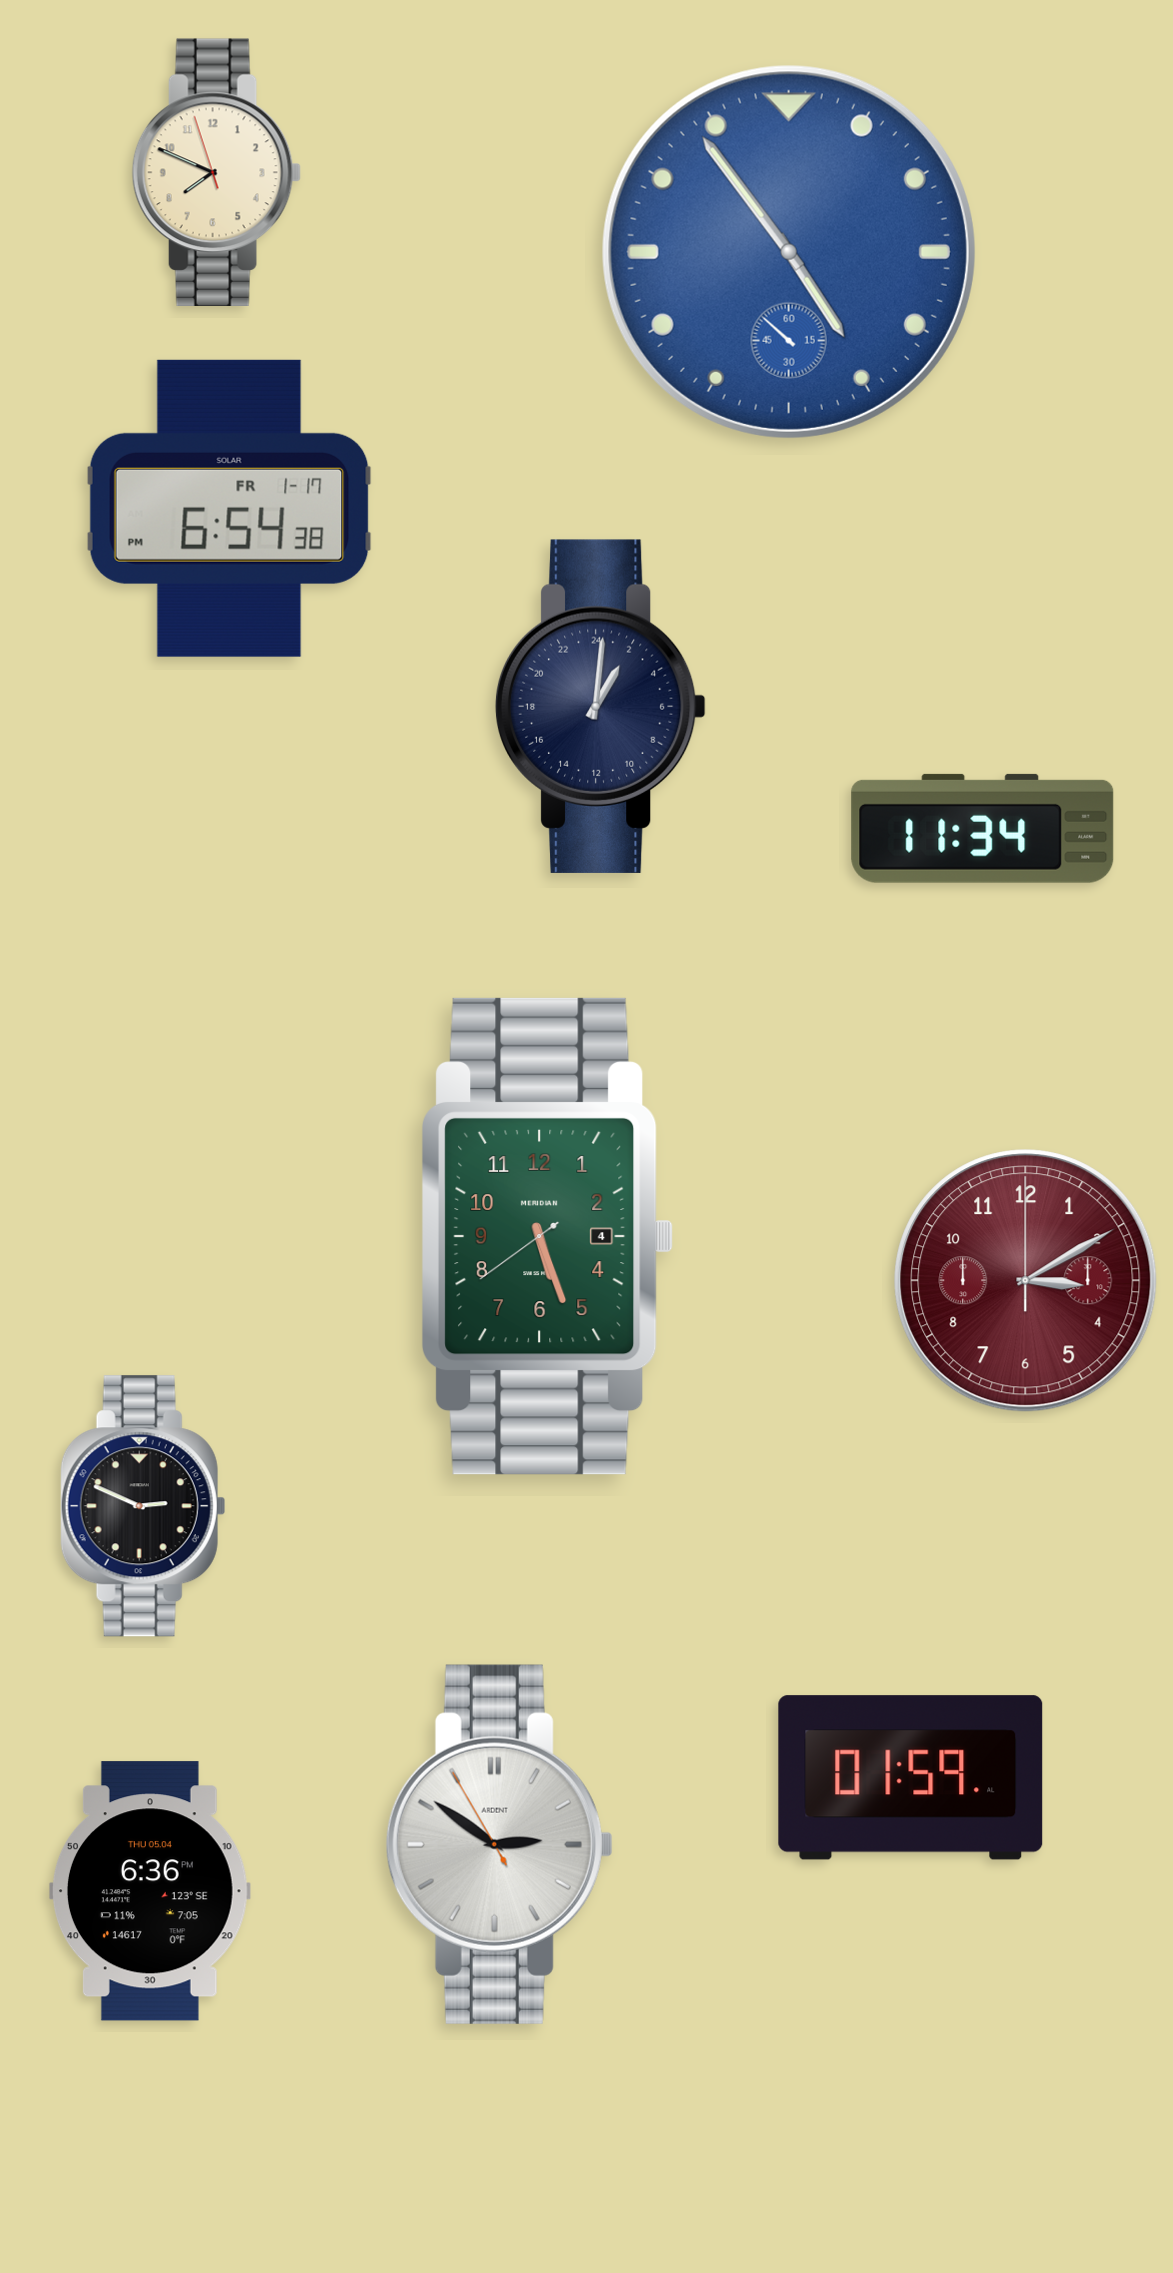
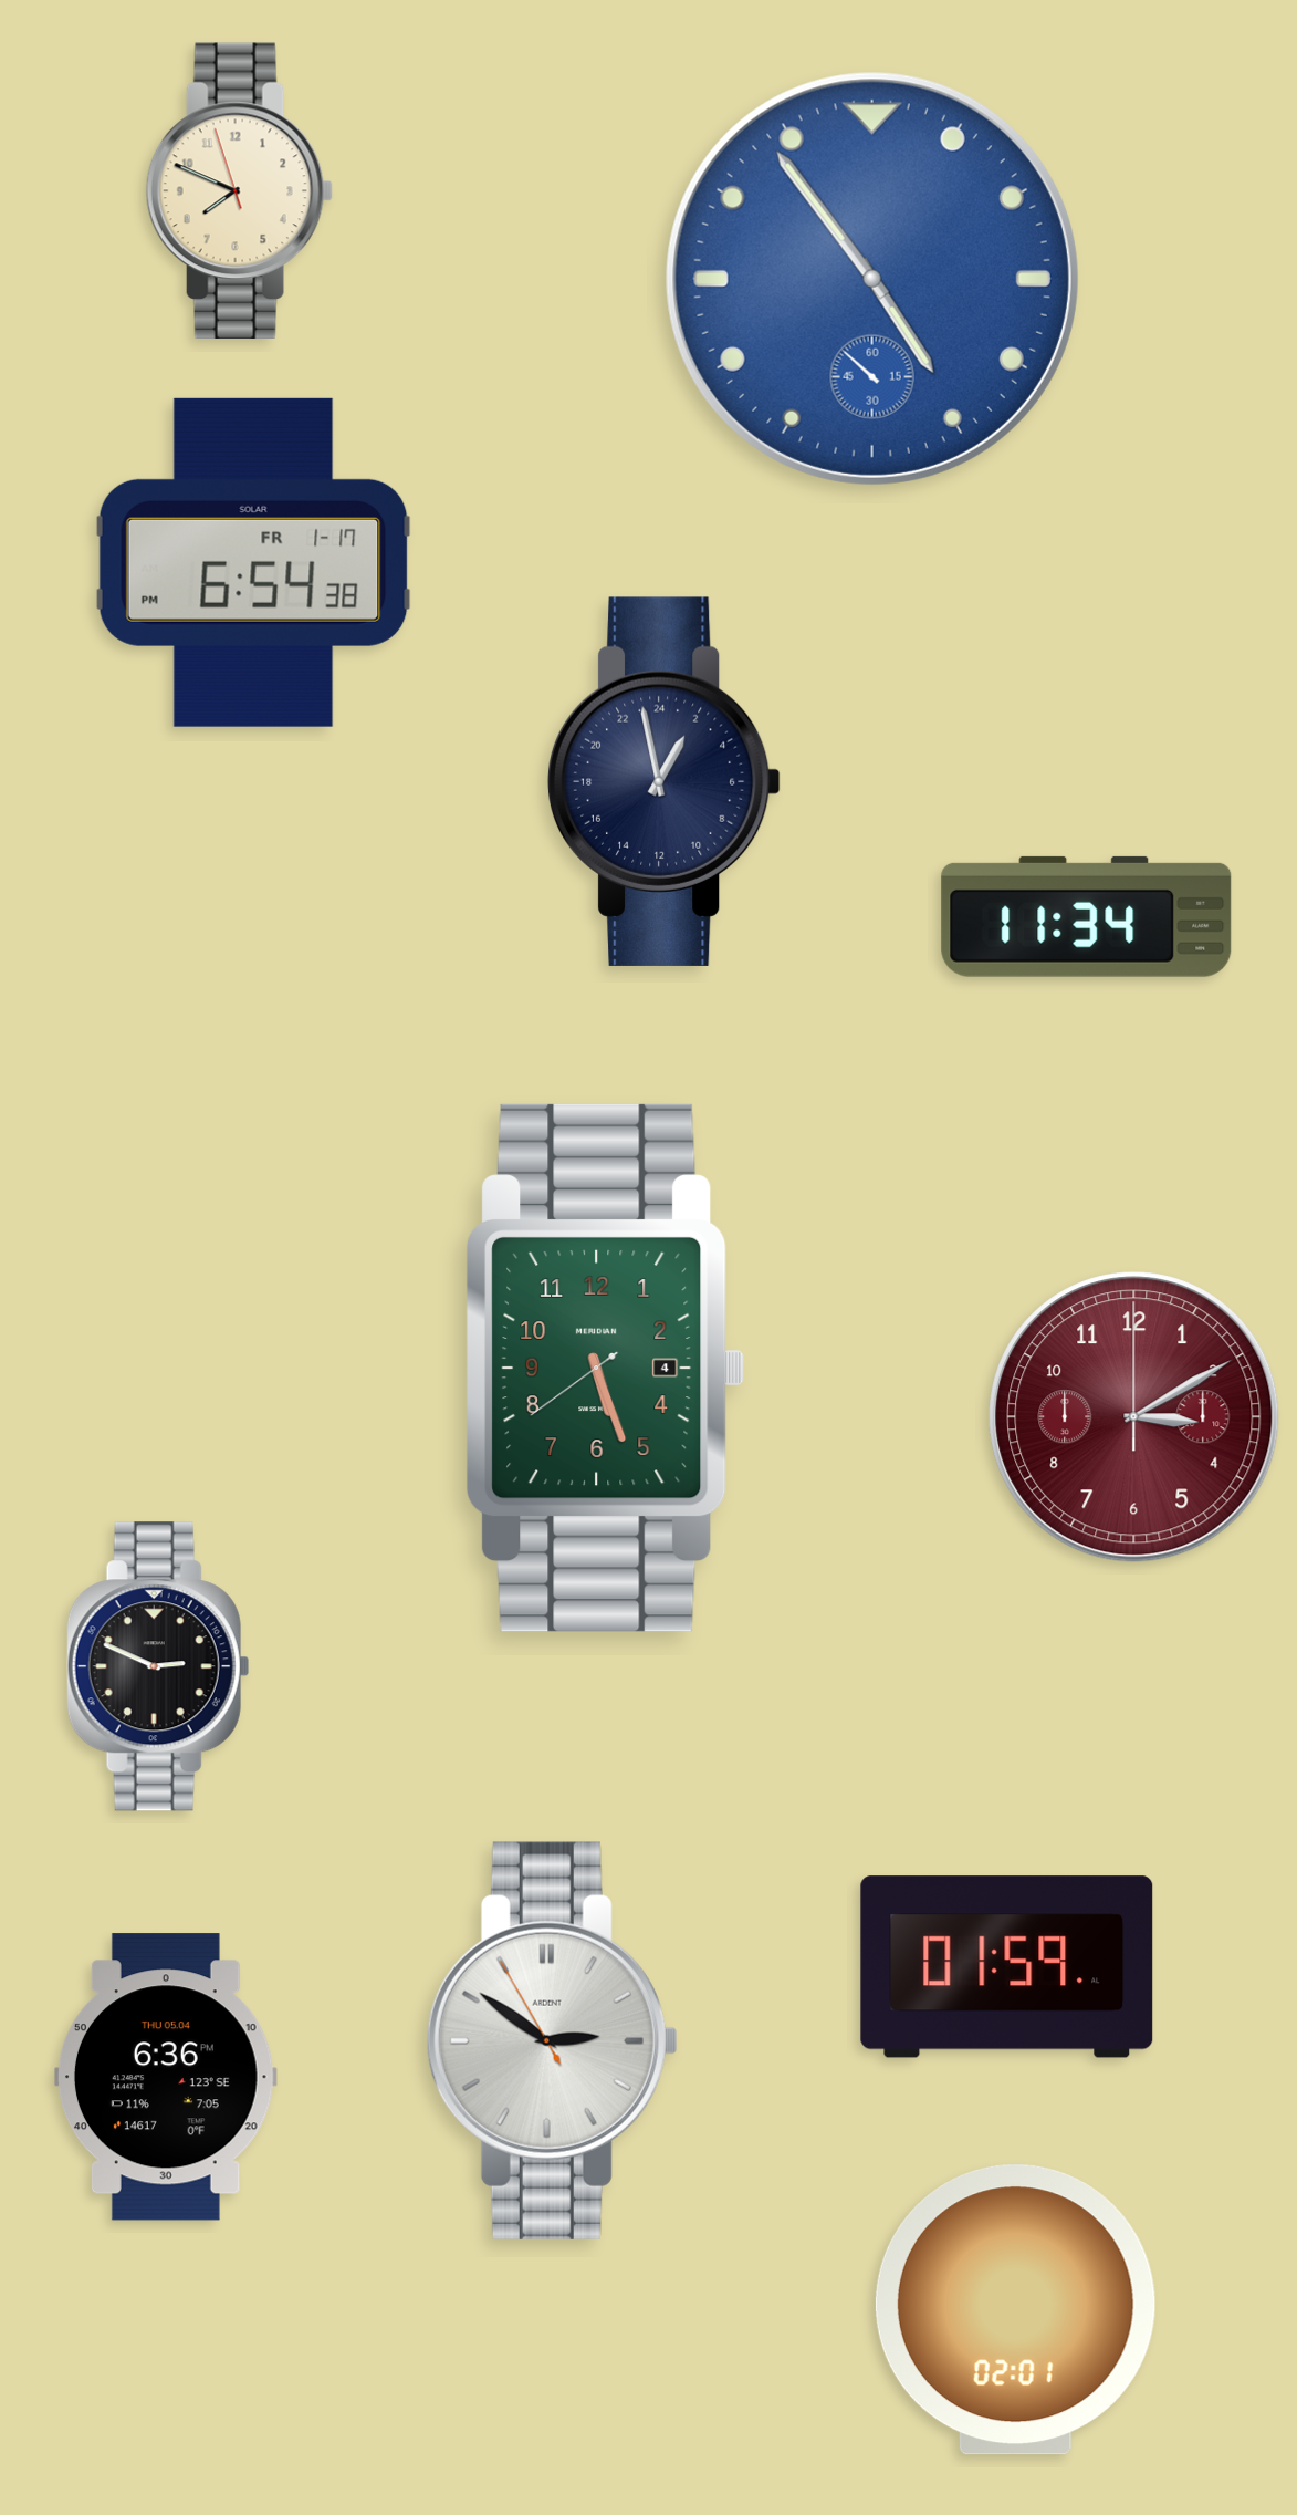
clock at (600, 706): 2:01 -> 1:58
clock at (150, 1891) position: (150, 1891) -> (166, 2077)
clock at (1015, 2310): none -> 02:01
